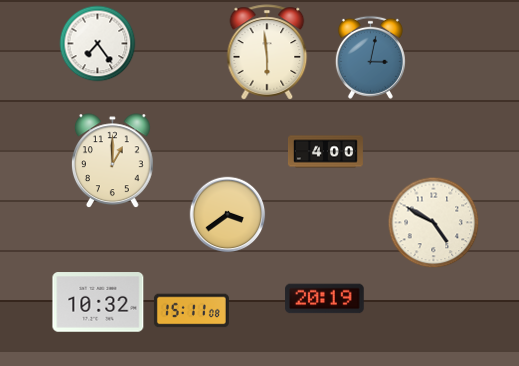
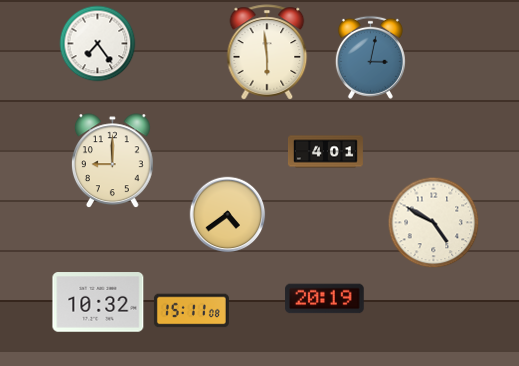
clock at (325, 152): 4:00 -> 4:01
clock at (112, 161): 1:00 -> 9:00
clock at (228, 215): 3:39 -> 4:39
